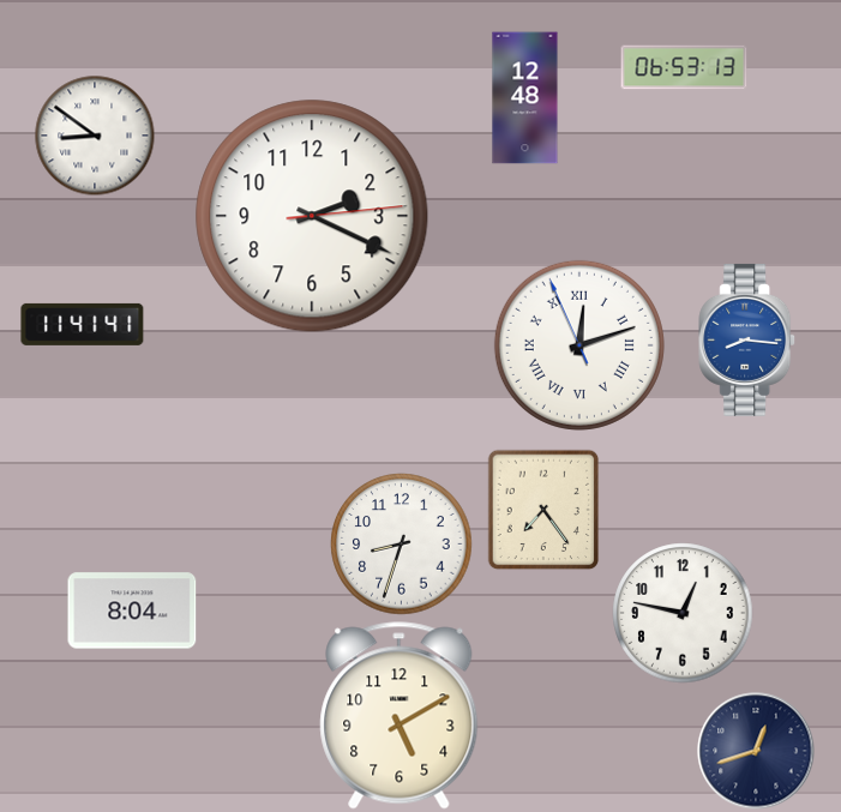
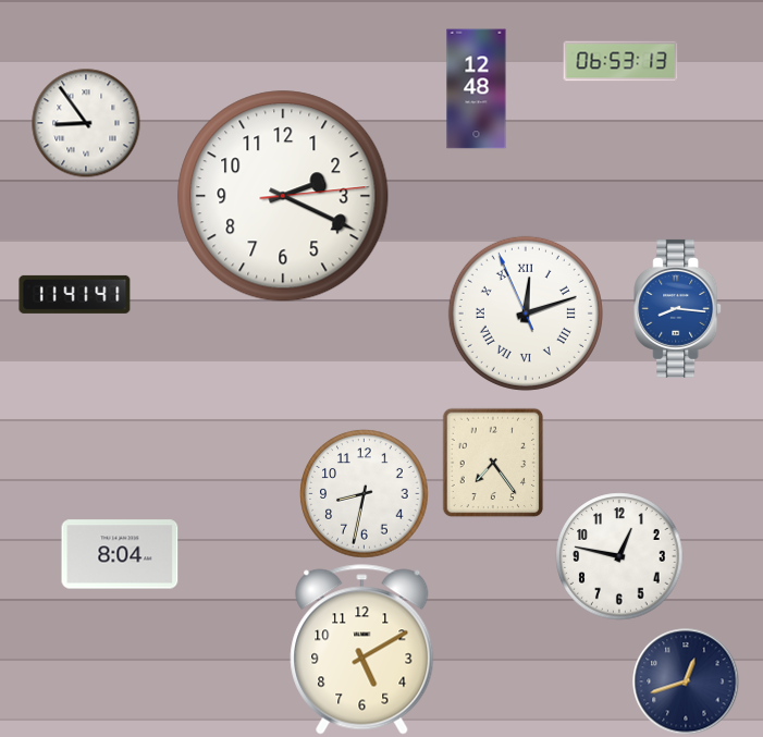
clock at (95, 136): 8:51 -> 8:54
clock at (402, 545): 8:33 -> 8:32
